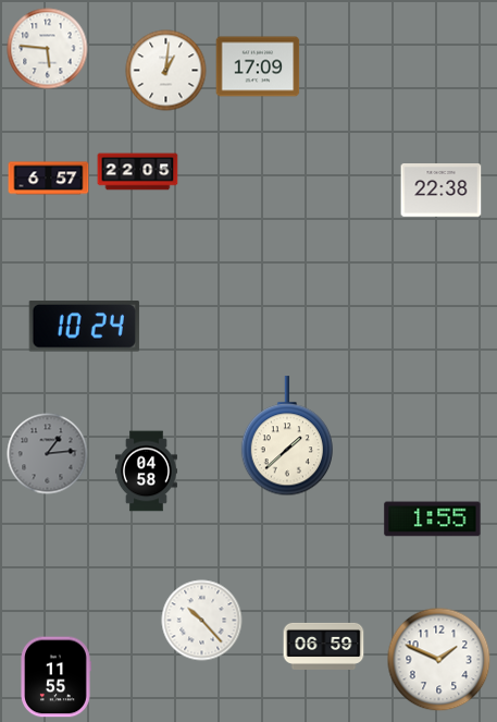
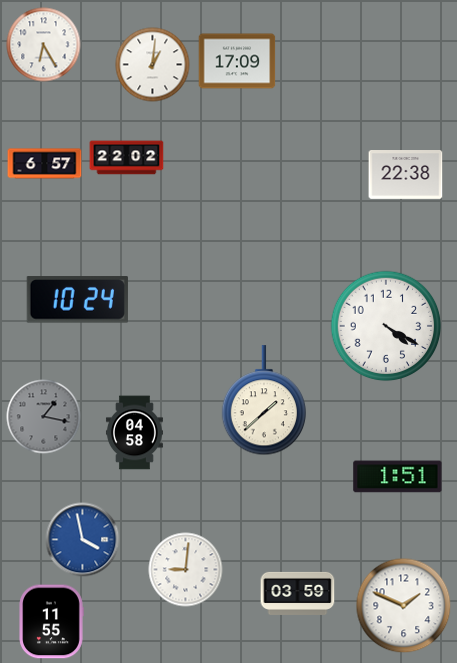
clock at (48, 49): 5:46 -> 6:25
clock at (138, 172): 22:05 -> 22:02
clock at (386, 326): none -> 4:20
clock at (48, 454): 1:14 -> 1:17
clock at (433, 519): 1:55 -> 1:51
clock at (83, 540): none -> 3:58
clock at (202, 621): 10:23 -> 9:01
clock at (324, 646): 06:59 -> 03:59
